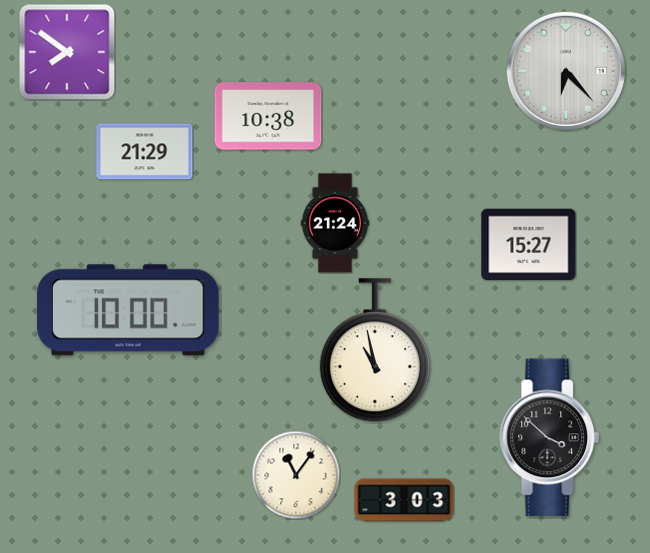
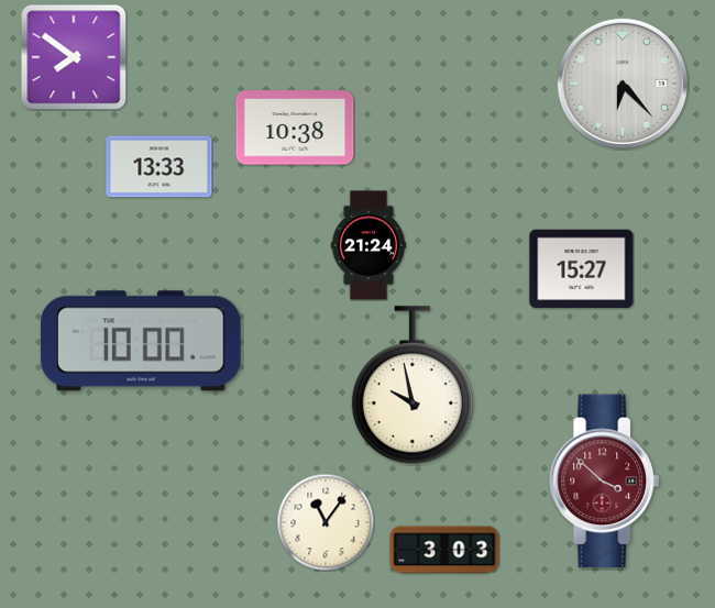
clock at (566, 71) position: (566, 71) -> (623, 84)
clock at (145, 152): 21:29 -> 13:33
clock at (375, 351): 10:58 -> 9:58
clock at (550, 438) dial: black -> burgundy
